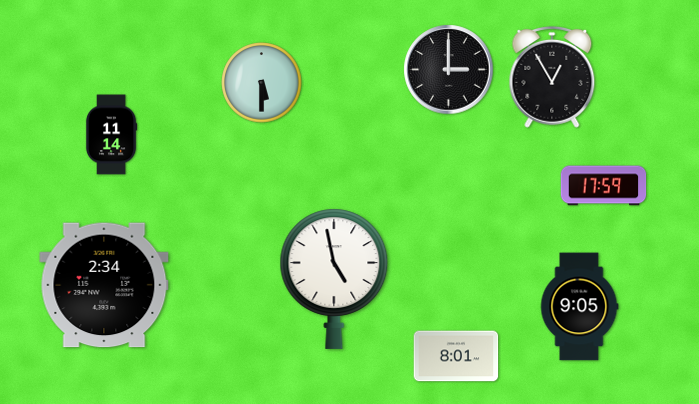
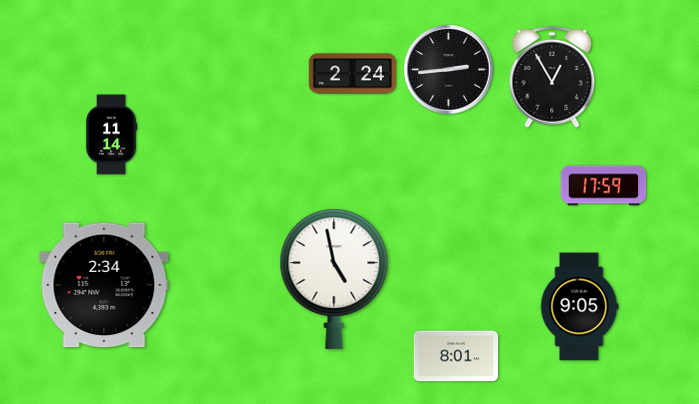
clock at (449, 70): 3:00 -> 2:44
clock at (352, 74): none -> 2:24
clock at (262, 83): 5:30 -> none
